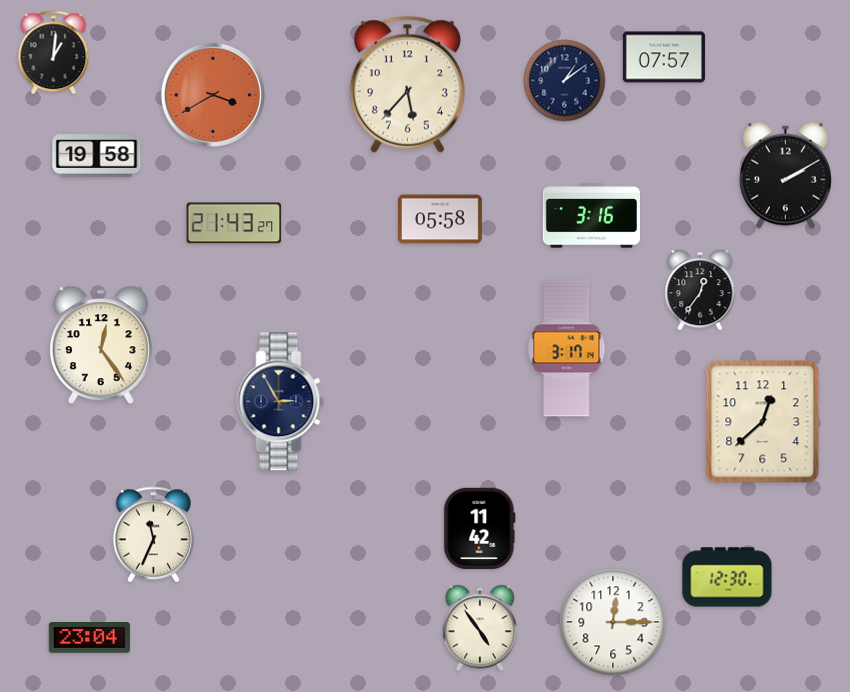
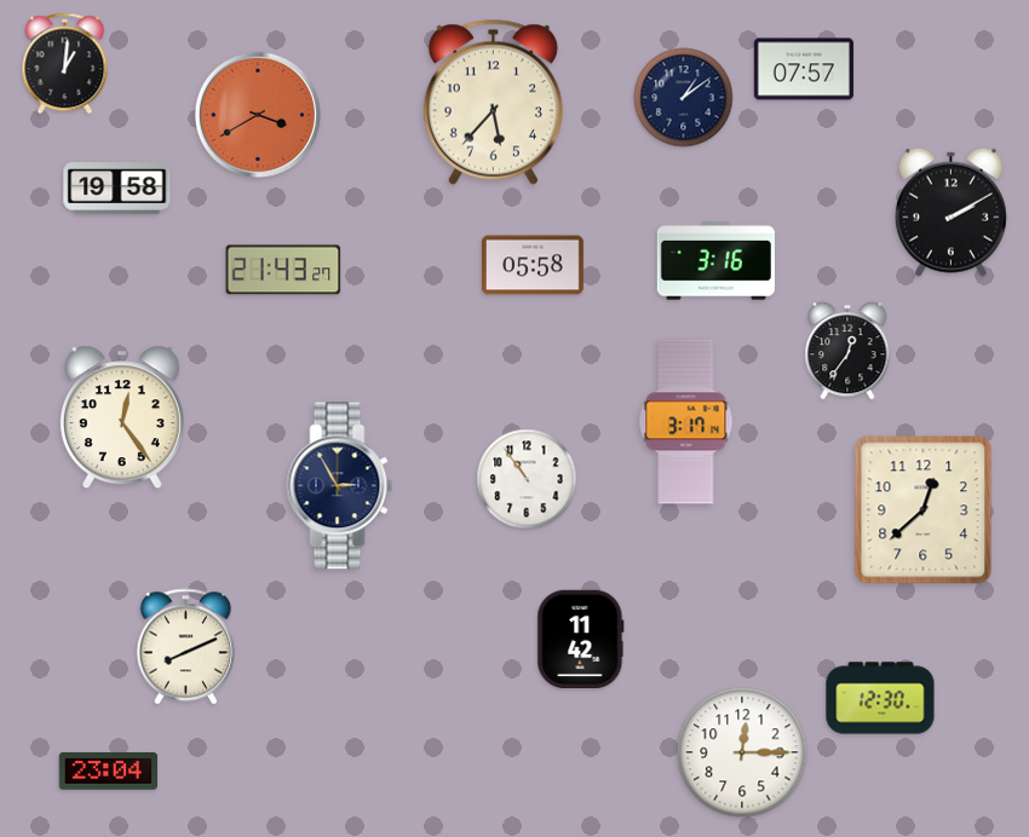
clock at (527, 479): none -> 10:54
clock at (154, 535): 11:34 -> 8:11
clock at (480, 628): 4:54 -> none
